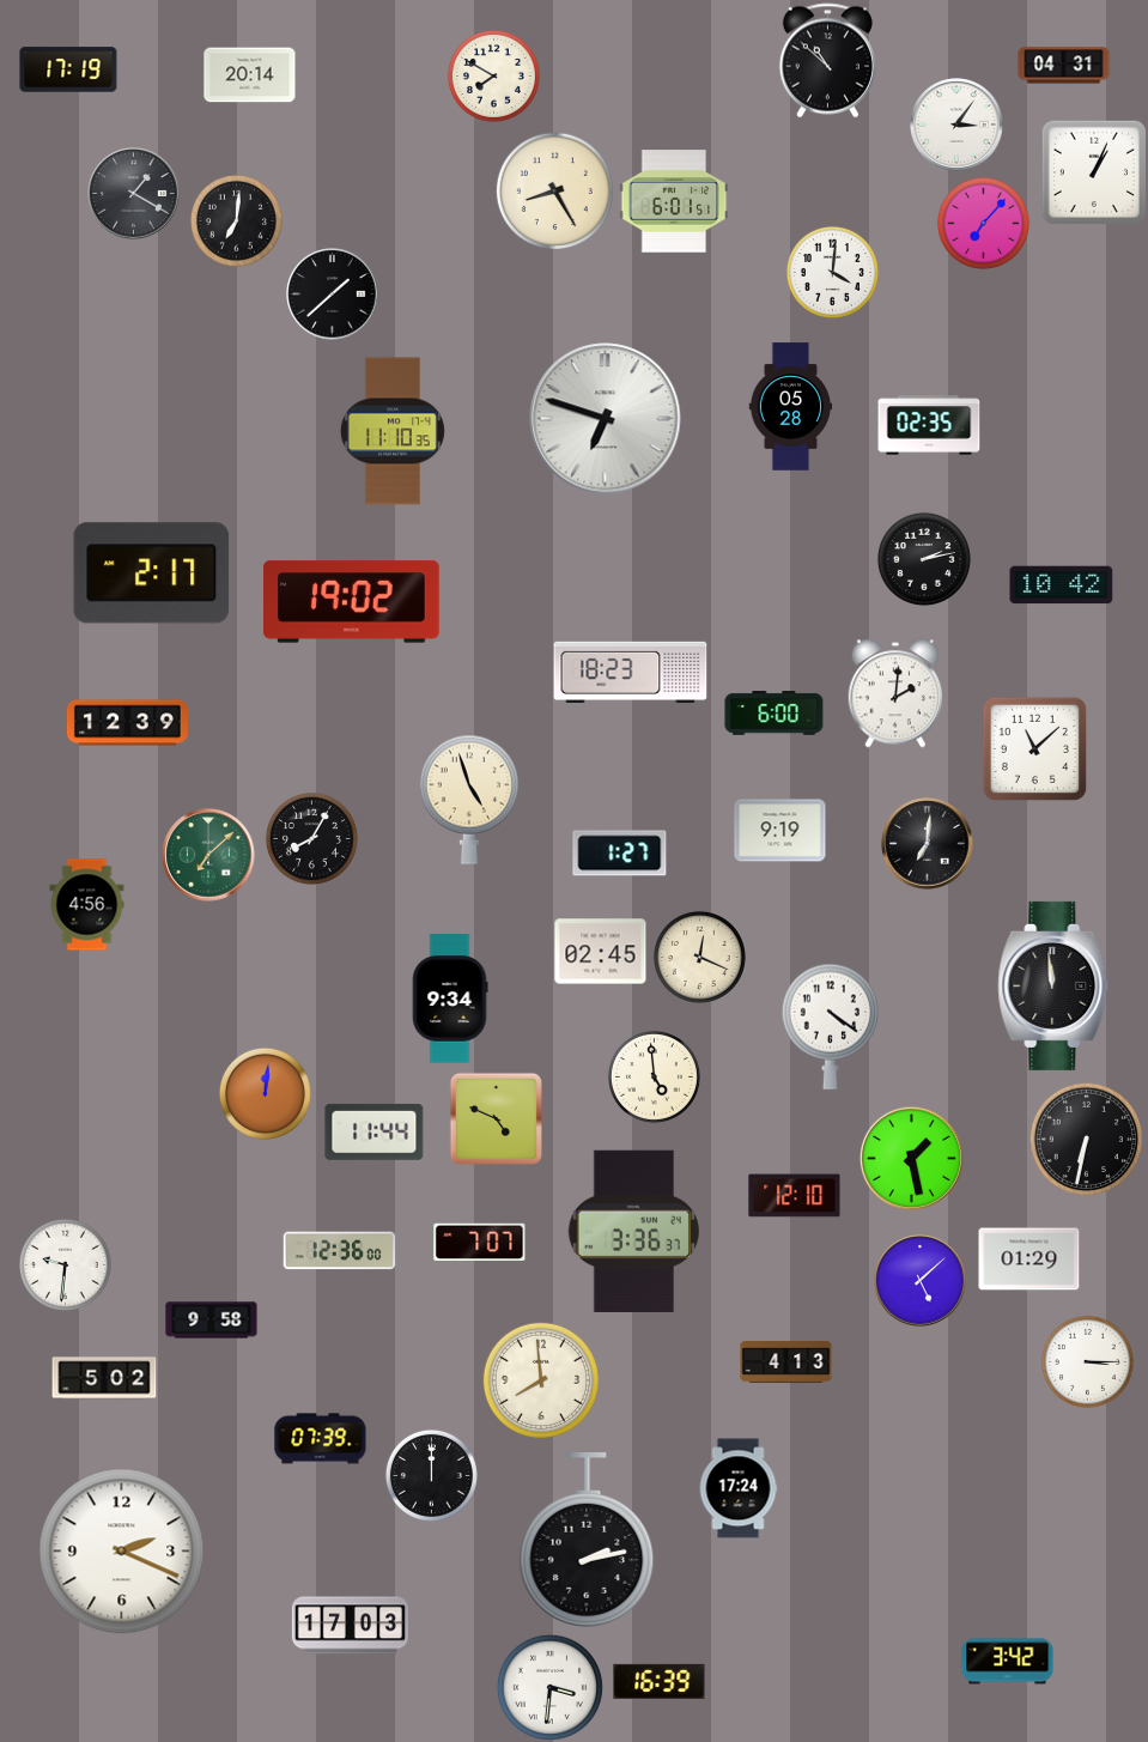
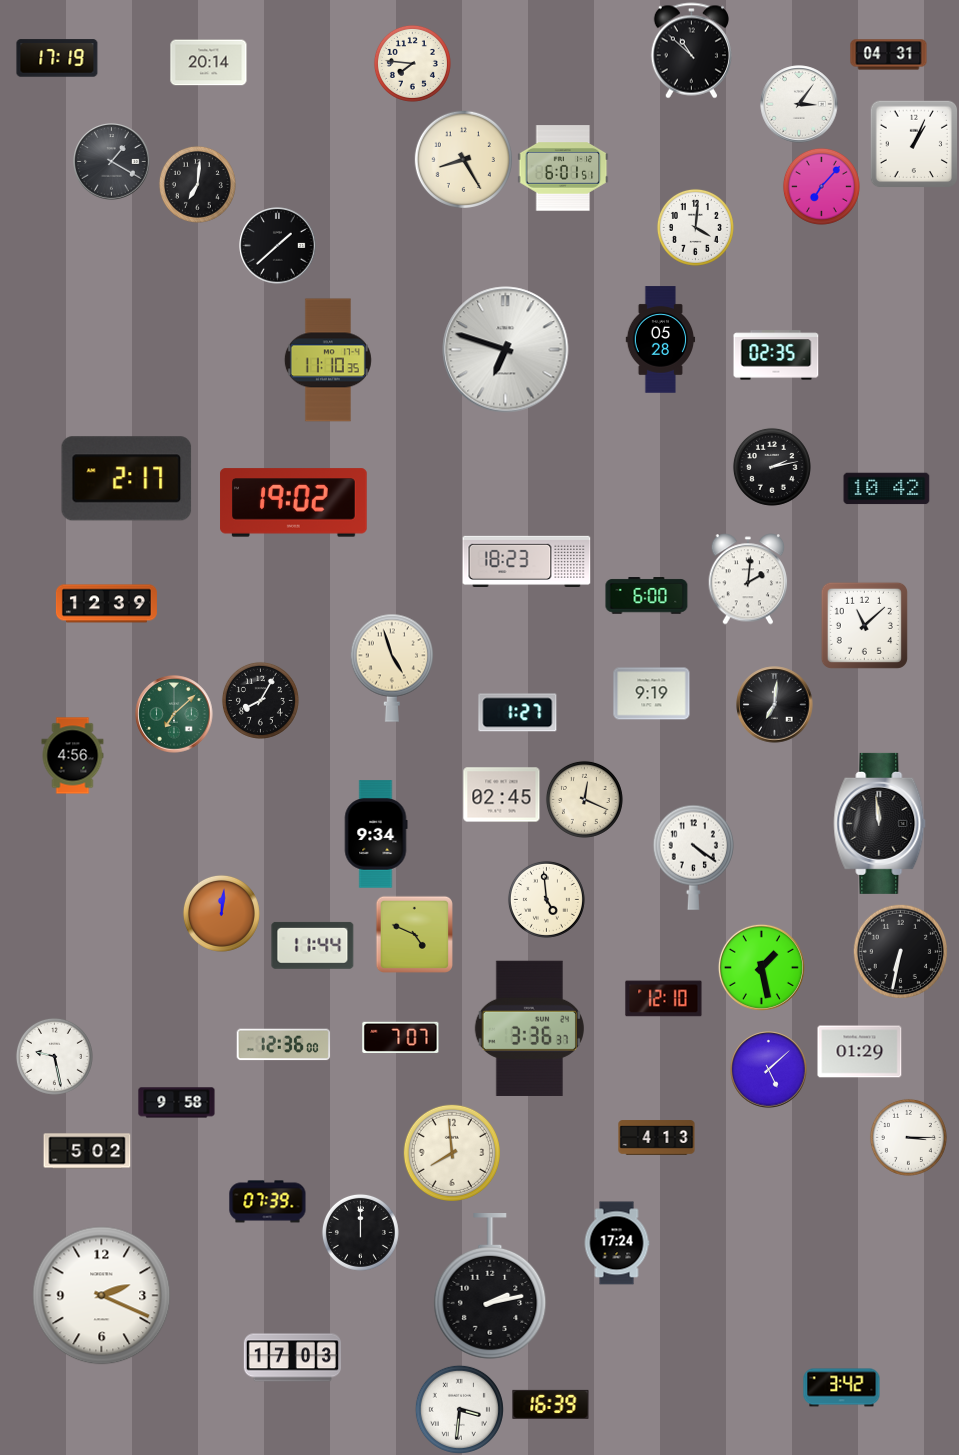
clock at (493, 75): 7:50 -> 7:46
clock at (1086, 1139) position: (1086, 1139) -> (900, 951)
clock at (65, 1264): 9:31 -> 9:28
